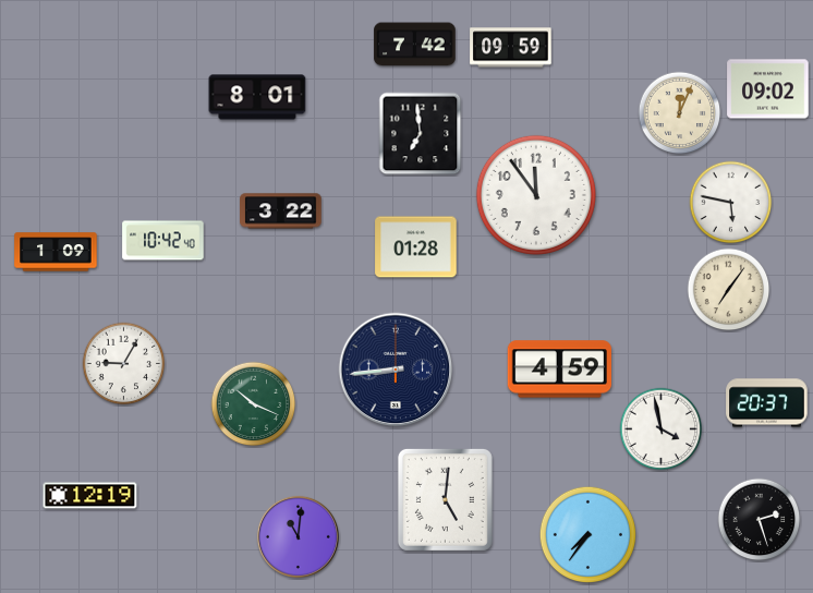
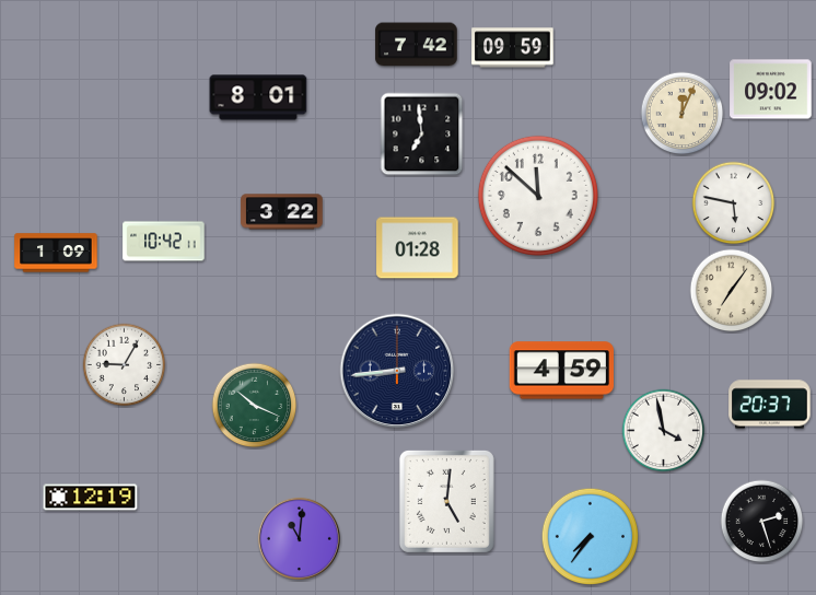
clock at (536, 195): 11:54 -> 11:52
clock at (163, 241): 10:42:40 -> 10:42:11
